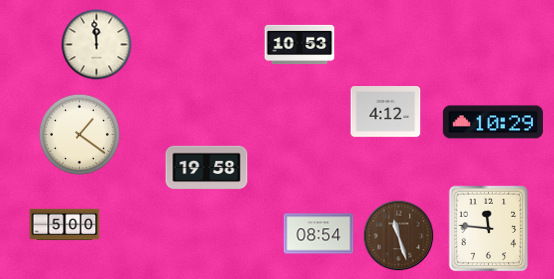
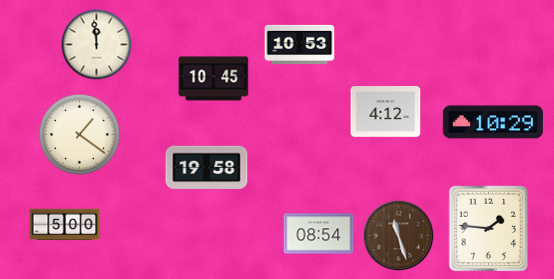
clock at (214, 79): none -> 10:45
clock at (489, 229): 11:46 -> 1:46
